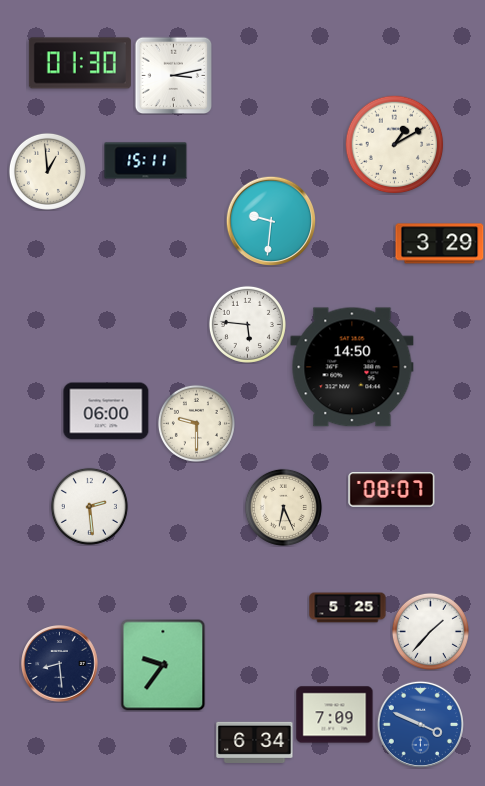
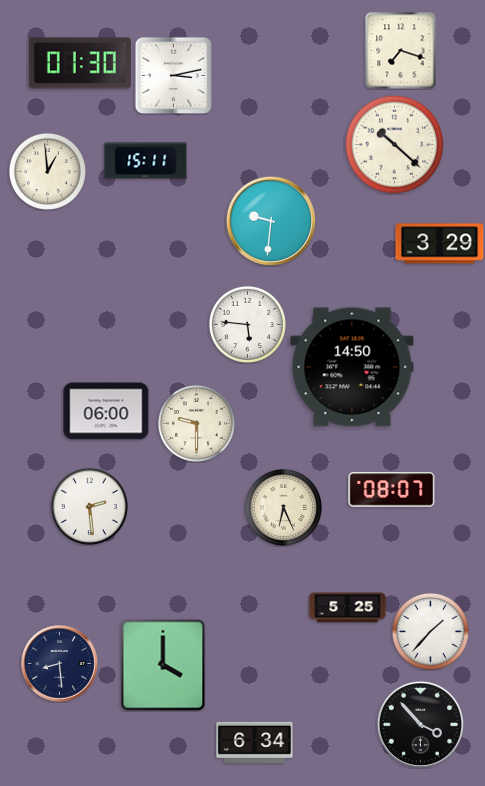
clock at (401, 50): none -> 7:18
clock at (395, 145): 1:10 -> 10:22
clock at (163, 665): 9:36 -> 4:00
clock at (335, 715): 7:09 -> none
clock at (420, 724): 3:49 -> 3:53
clock at (420, 724) dial: blue -> black
